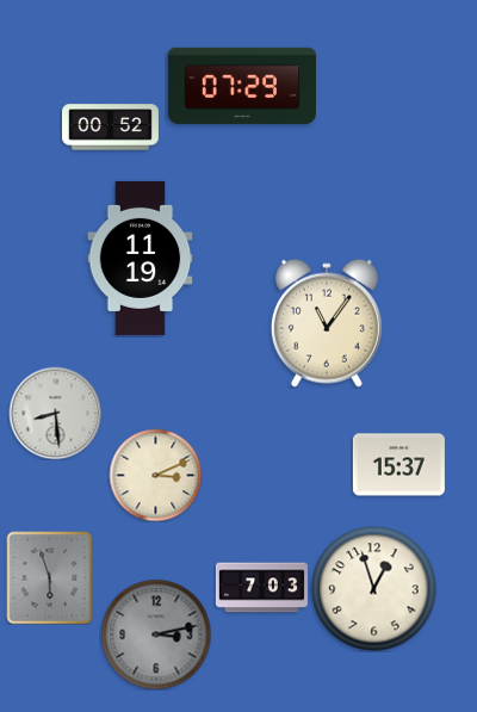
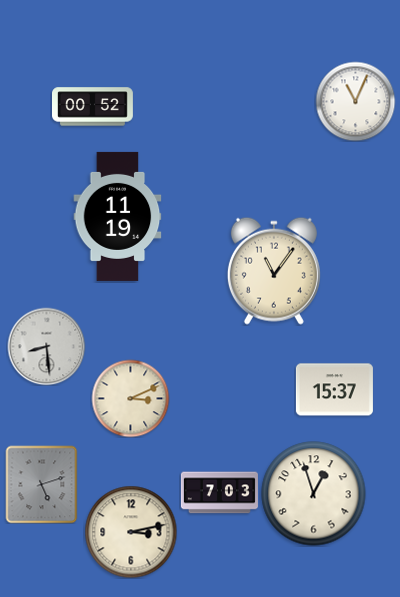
clock at (242, 86): 07:29 -> none
clock at (355, 101): none -> 11:04
clock at (50, 577): 5:57 -> 5:12
clock at (156, 634) dial: grey -> cream
